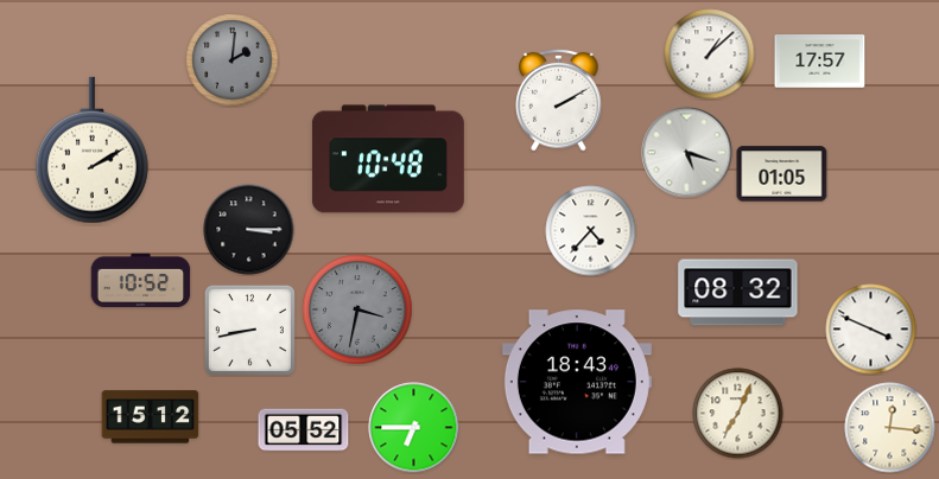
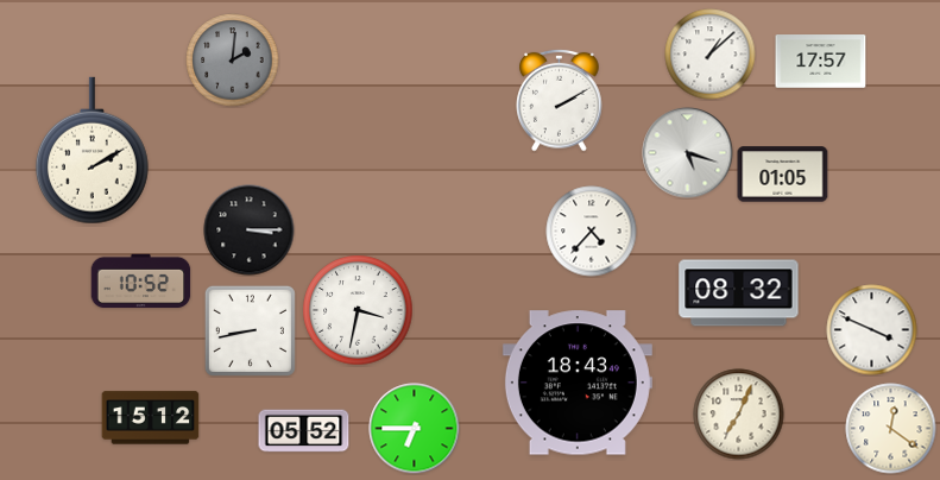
clock at (388, 159): 10:48 -> none
clock at (357, 309) dial: grey -> white
clock at (890, 428): 12:16 -> 12:21
